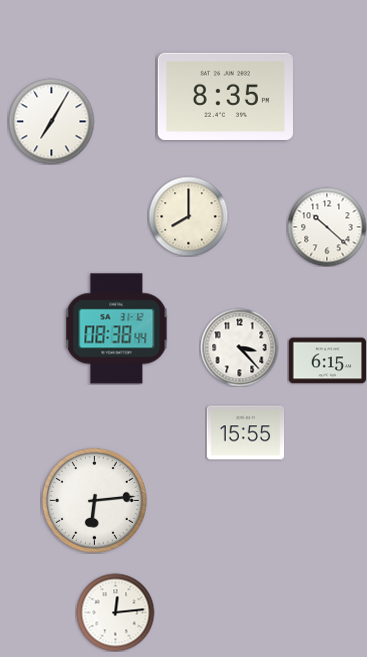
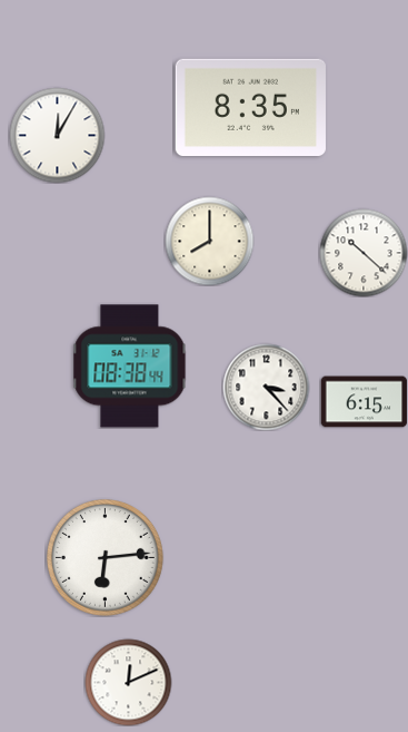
clock at (51, 121): 7:05 -> 12:05
clock at (245, 433): 15:55 -> none
clock at (115, 612): 12:14 -> 12:11
